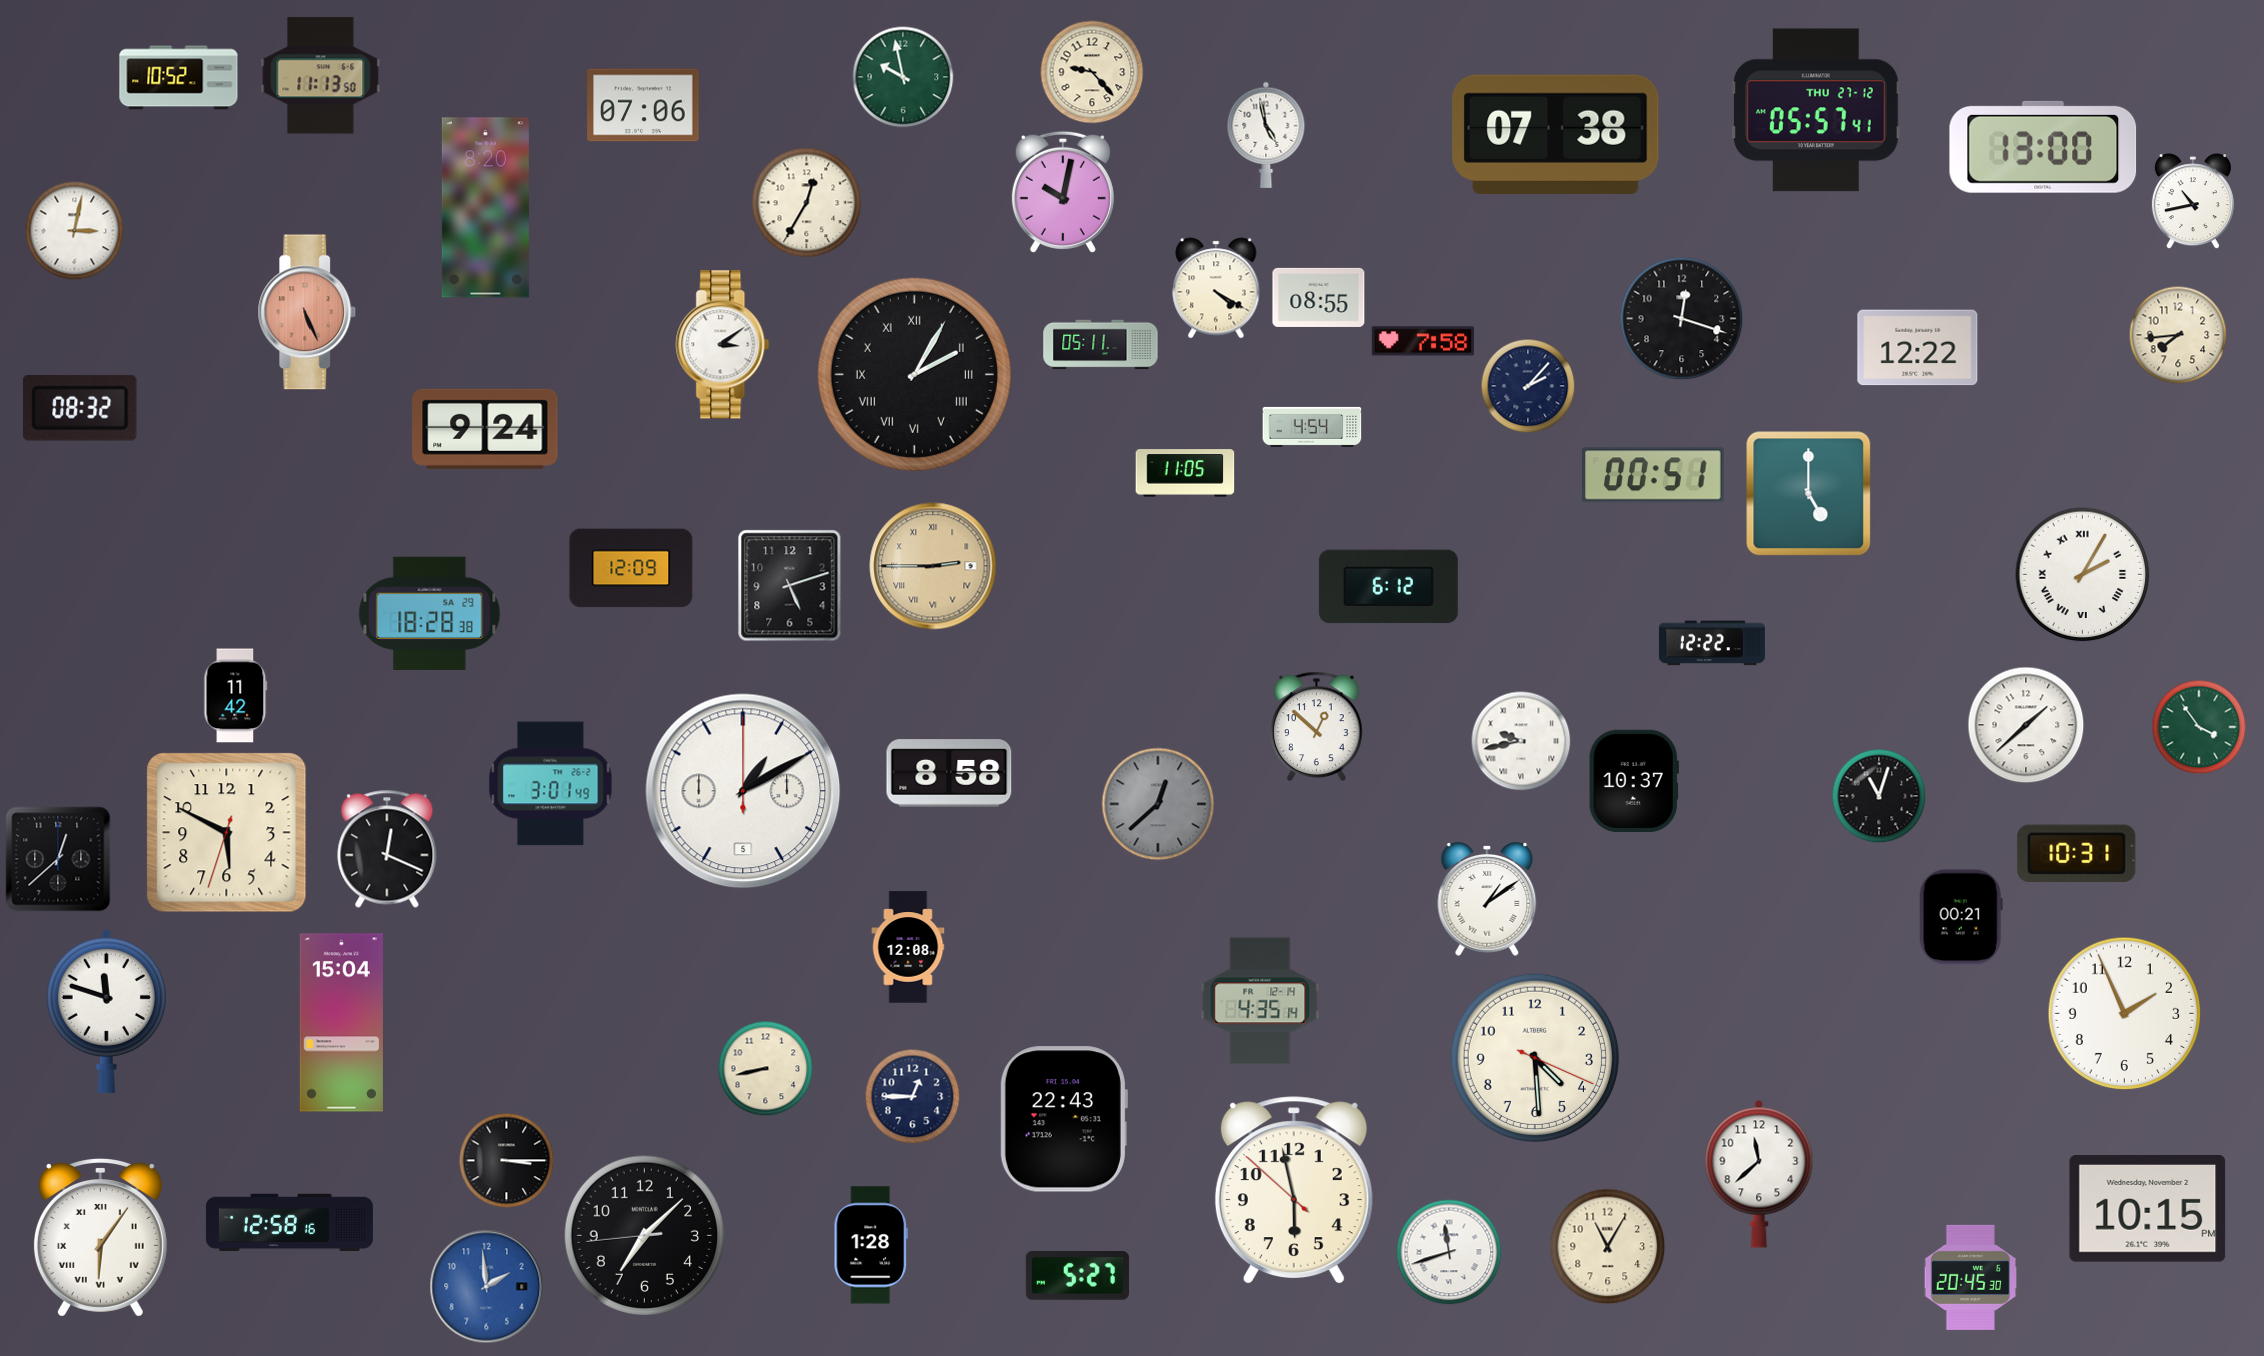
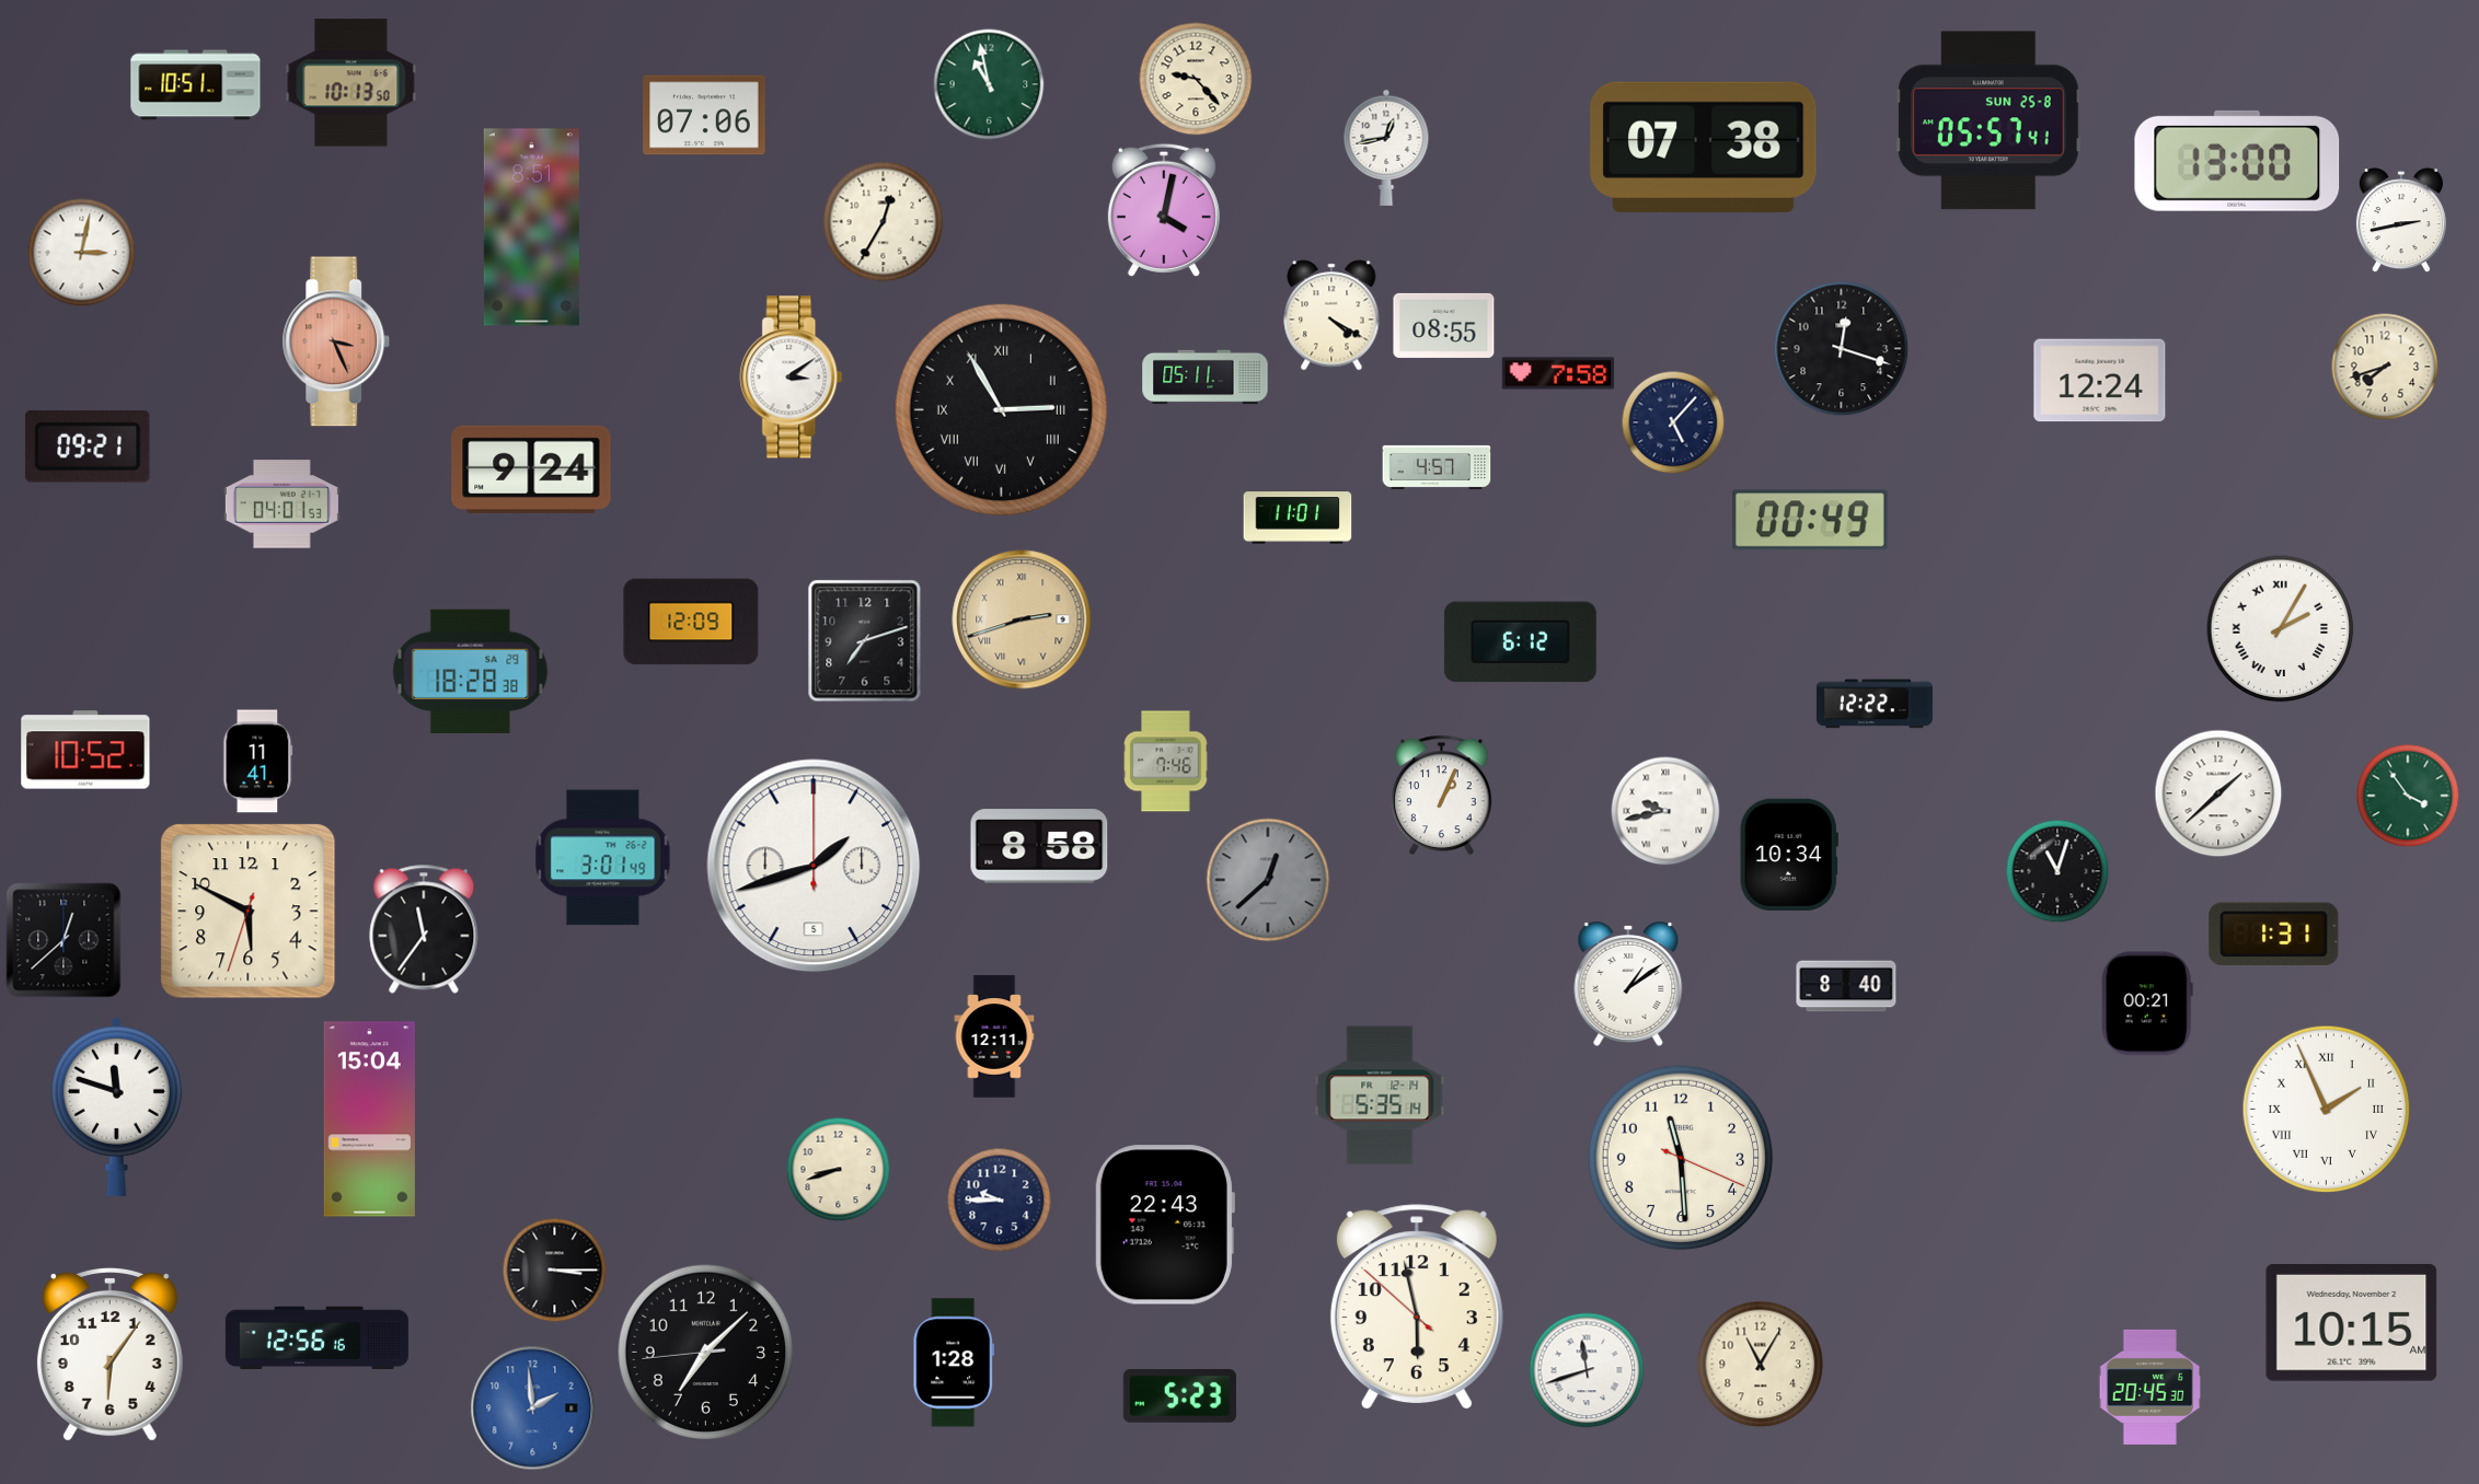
clock at (321, 76): 11:13 -> 10:13
clock at (903, 77): 9:58 -> 10:58
clock at (179, 78): 10:52 -> 10:51
clock at (1816, 110) date: THU 27-12 -> SUN 25-8
clock at (1266, 135): 4:58 -> 12:43
clock at (1063, 192): 10:02 -> 4:02
clock at (2193, 202): 10:43 -> 2:43
clock at (485, 208): 8:20 -> 8:51
clock at (307, 312): 5:26 -> 3:26
clock at (2178, 335): 7:44 -> 7:42
clock at (1918, 348): 12:22 -> 12:24
clock at (914, 374): 2:05 -> 2:55
clock at (1528, 386): 2:07 -> 5:07
clock at (80, 408): 08:32 -> 09:21
clock at (1312, 427): 4:54 -> 4:57
clock at (281, 505): none -> 04:01
clock at (1185, 473): 11:05 -> 11:01
clock at (1654, 475): 00:51 -> 00:49
clock at (1809, 494): 5:00 -> none
clock at (933, 566): 2:45 -> 2:42
clock at (790, 586): 5:12 -> 7:12
clock at (85, 750): none -> 10:52
clock at (236, 696): 11:42 -> 11:41
clock at (1166, 762): none -> 7:46
clock at (1317, 726): 12:52 -> 1:04
clock at (1634, 780): 10:37 -> 10:34
clock at (743, 791): 1:10 -> 1:42
clock at (387, 849): 12:19 -> 11:36
clock at (2077, 853): 10:31 -> 1:31
clock at (1846, 986): none -> 8:40
clock at (908, 947): 12:08 -> 12:11
clock at (1260, 1001): 4:35 -> 5:35
clock at (2125, 1014) numerals: Arabic -> Roman
clock at (341, 1023) position: (341, 1023) -> (369, 1120)
clock at (1534, 1057): 4:29 -> 11:29
clock at (766, 1069): 8:43 -> 8:42
clock at (913, 1097): 12:45 -> 9:45
clock at (1759, 1174): 11:38 -> none
clock at (1294, 1190) position: (1294, 1190) -> (1417, 1307)
clock at (2148, 1209): 10:15 PM -> 10:15 AM
clock at (289, 1223): 12:58 -> 12:56
clock at (100, 1238) numerals: Roman -> Arabic
clock at (1077, 1276): 5:27 -> 5:23
clock at (1970, 1277) position: (1970, 1277) -> (2149, 1387)
